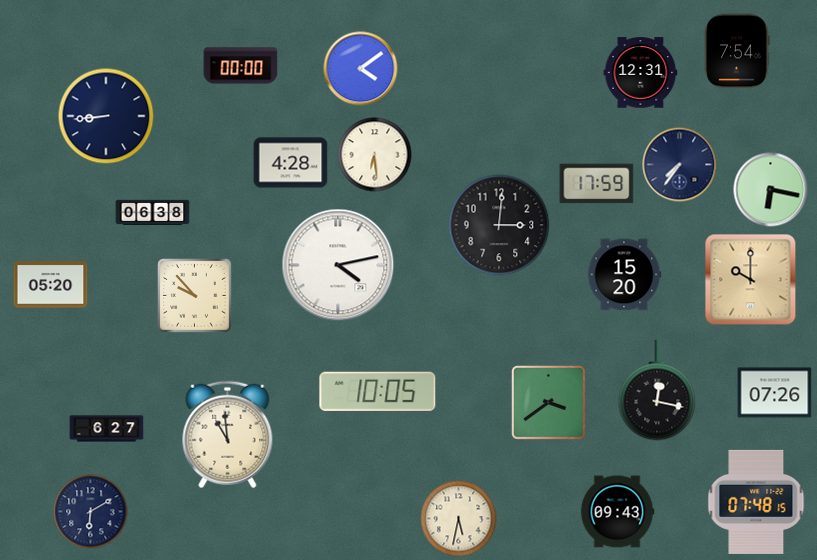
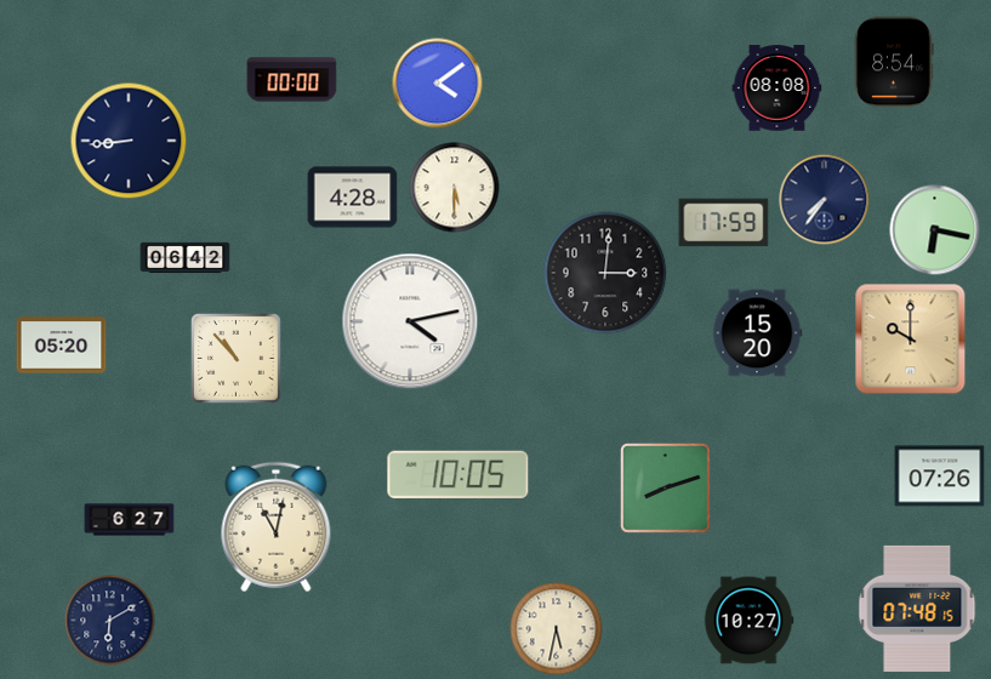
clock at (737, 51): 7:54 -> 8:54
clock at (641, 73): 12:31 -> 08:08
clock at (375, 155): 6:29 -> 5:30
clock at (153, 213): 06:38 -> 06:42
clock at (195, 296): 9:53 -> 10:53
clock at (657, 390): 12:17 -> none
clock at (548, 402): 3:39 -> 8:12
clock at (228, 435): 10:59 -> 11:02
clock at (617, 512): 09:43 -> 10:27
